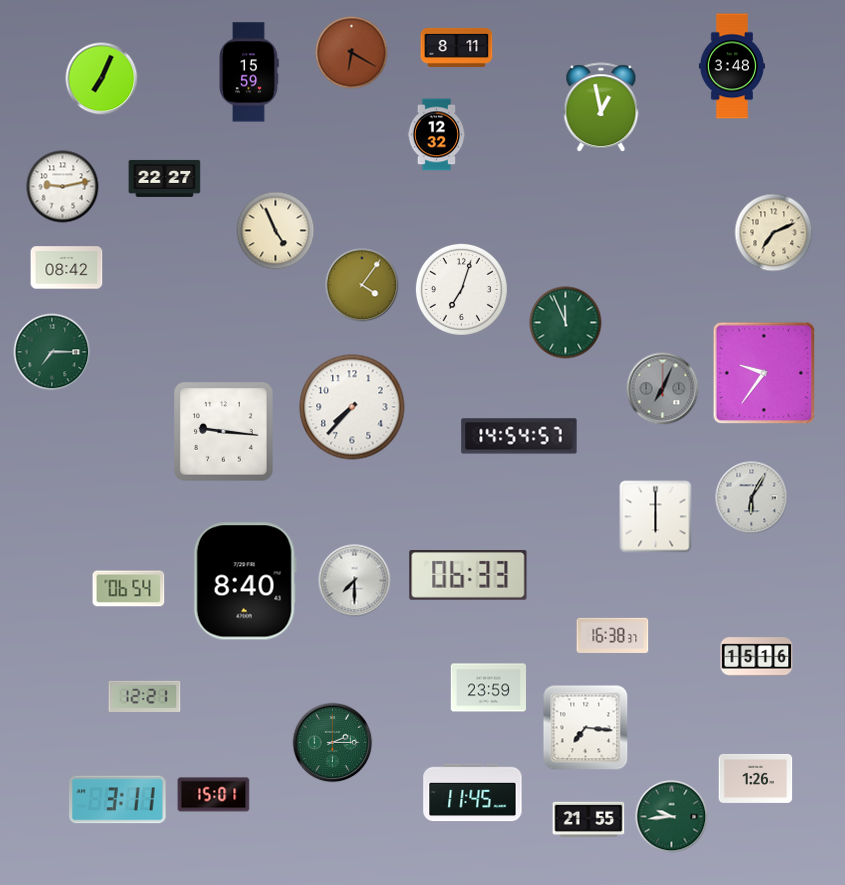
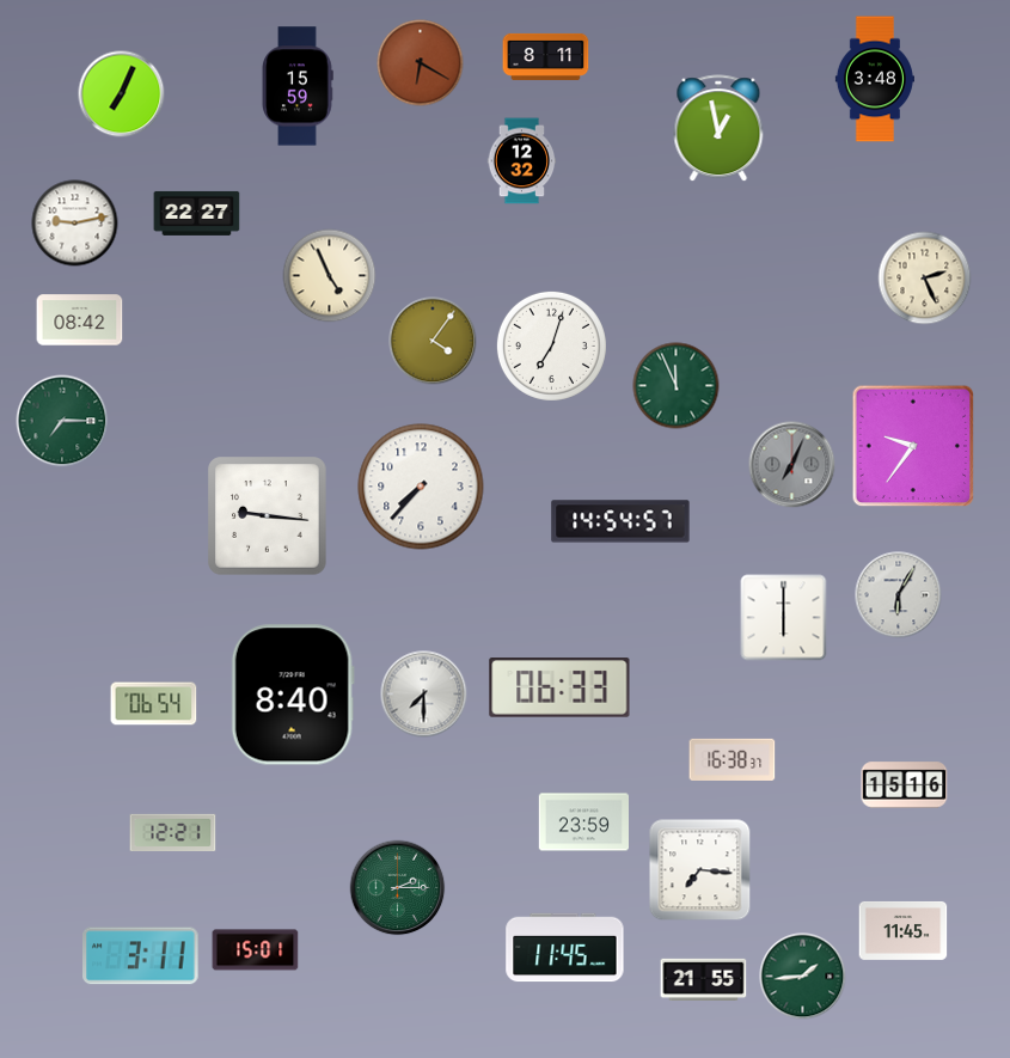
clock at (774, 233): 7:11 -> 2:26
clock at (756, 778): 1:26 -> 11:45
clock at (672, 817): 9:44 -> 1:44
